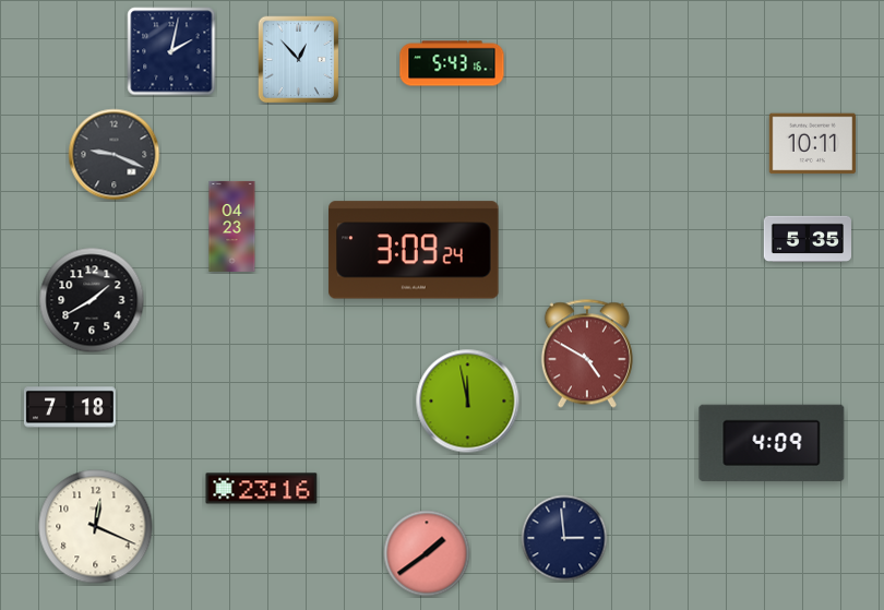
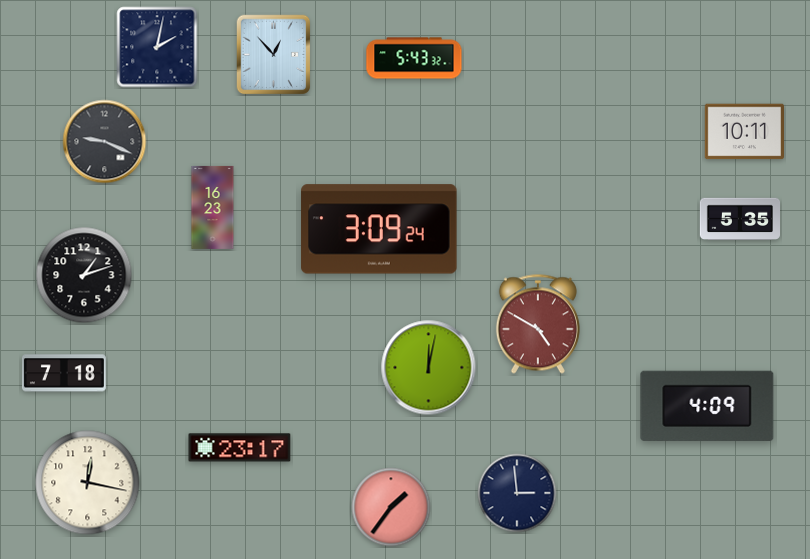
clock at (452, 63): 5:43:16 -> 5:43:32
clock at (232, 226): 04:23 -> 16:23
clock at (92, 300): 1:40 -> 1:12
clock at (468, 402): 11:58 -> 12:02
clock at (262, 489): 23:16 -> 23:17
clock at (96, 527): 12:19 -> 12:17
clock at (427, 553): 1:39 -> 1:36
